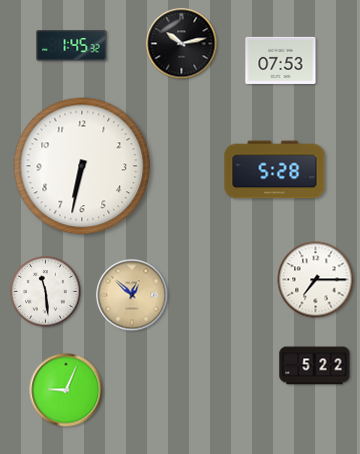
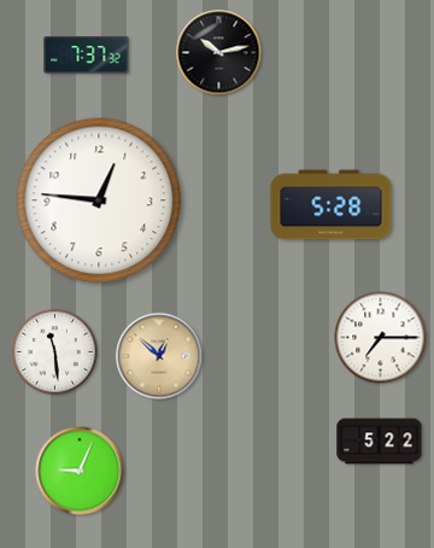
clock at (72, 46): 1:45 -> 7:37
clock at (281, 60): 07:53 -> none
clock at (82, 166): 6:32 -> 12:46
